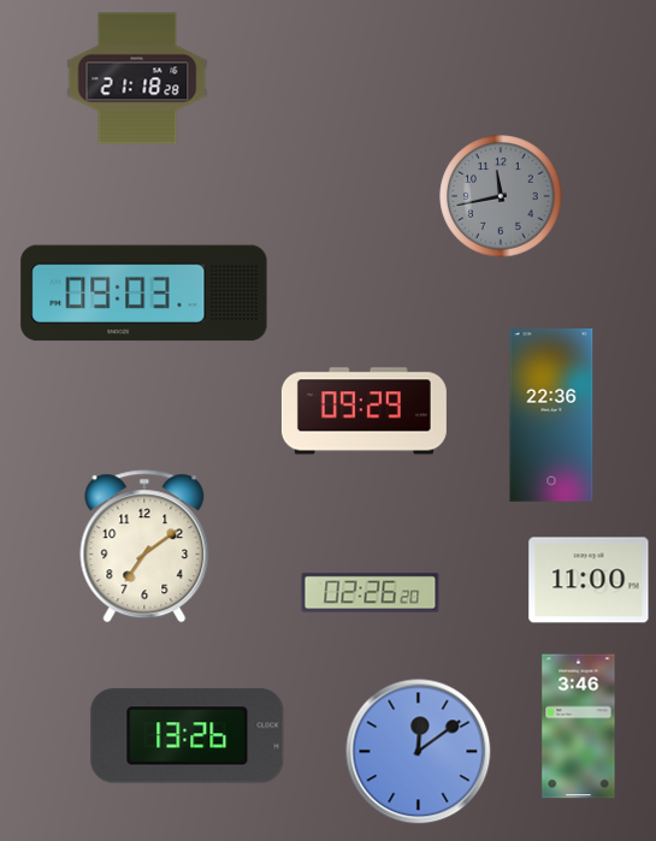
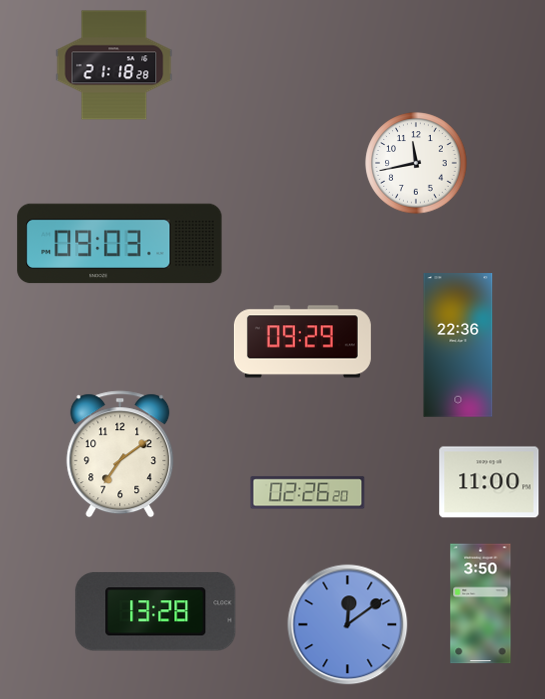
clock at (501, 196) dial: grey -> white
clock at (579, 727): 3:46 -> 3:50
clock at (188, 736): 13:26 -> 13:28
